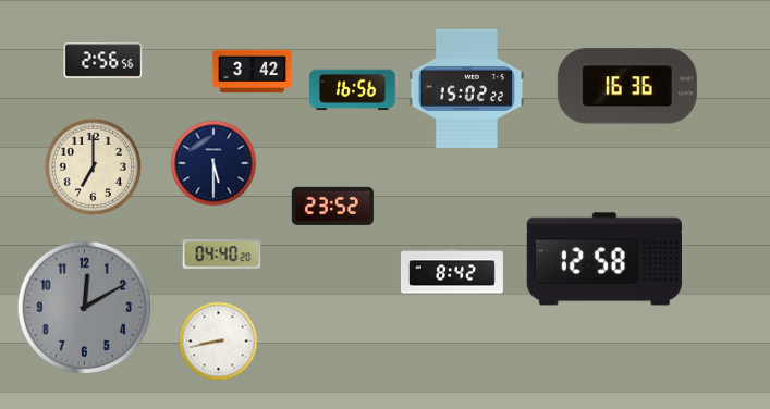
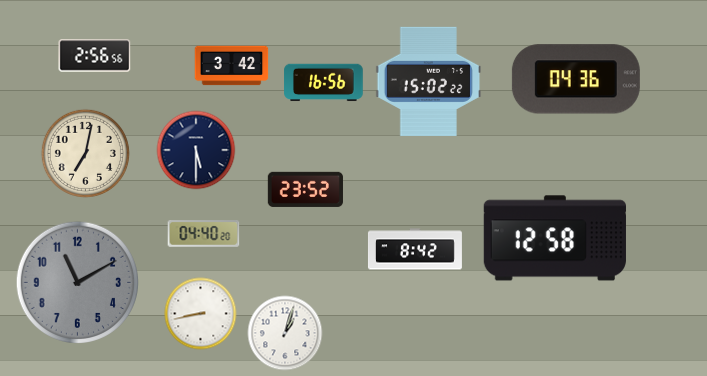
clock at (627, 86): 16:36 -> 04:36
clock at (93, 166): 7:00 -> 7:02
clock at (84, 307): 12:10 -> 11:10
clock at (285, 333): none -> 1:03
